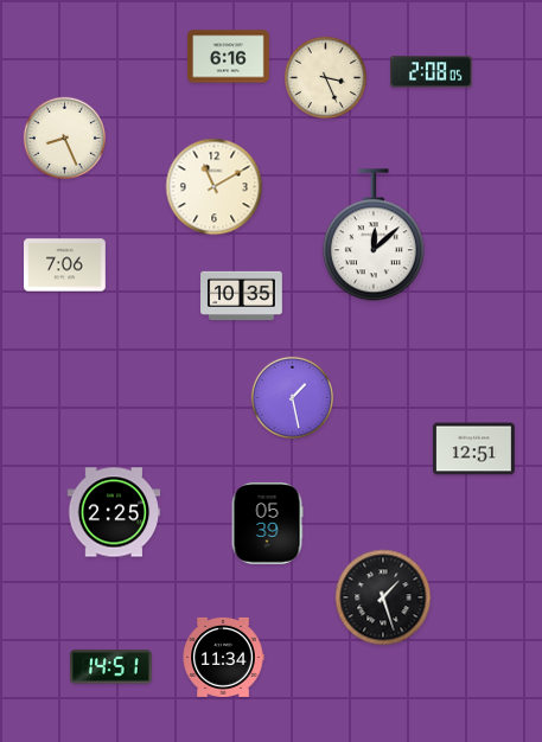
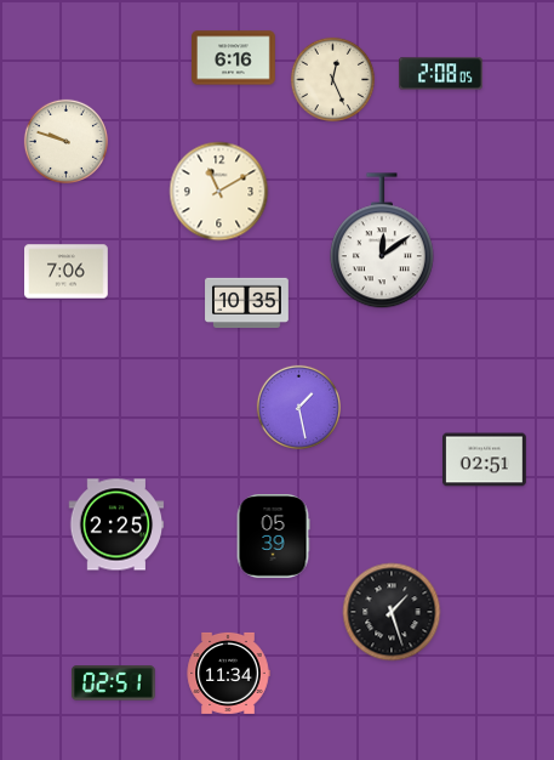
clock at (325, 77): 3:26 -> 12:26
clock at (64, 137): 8:26 -> 9:48
clock at (374, 236): 12:08 -> 12:09
clock at (474, 449): 12:51 -> 02:51
clock at (111, 667): 14:51 -> 02:51
